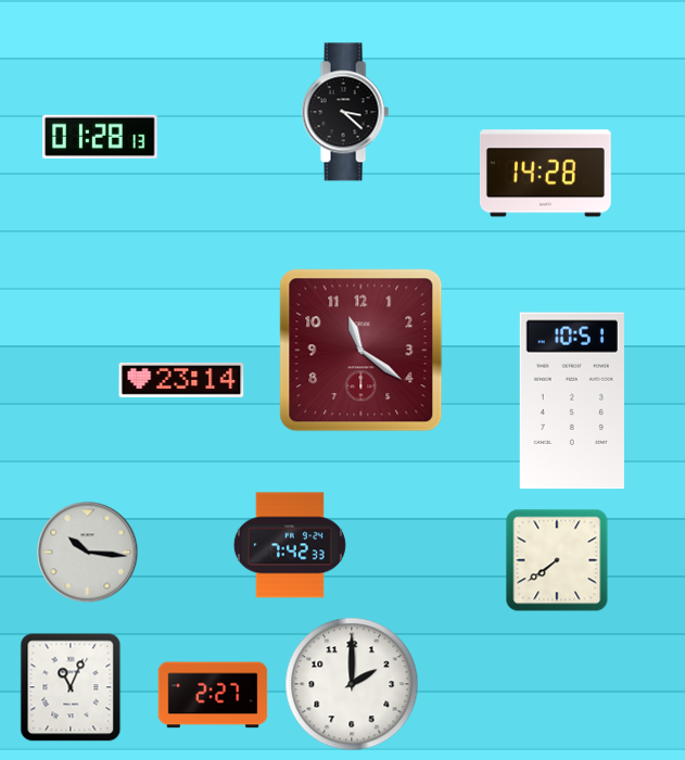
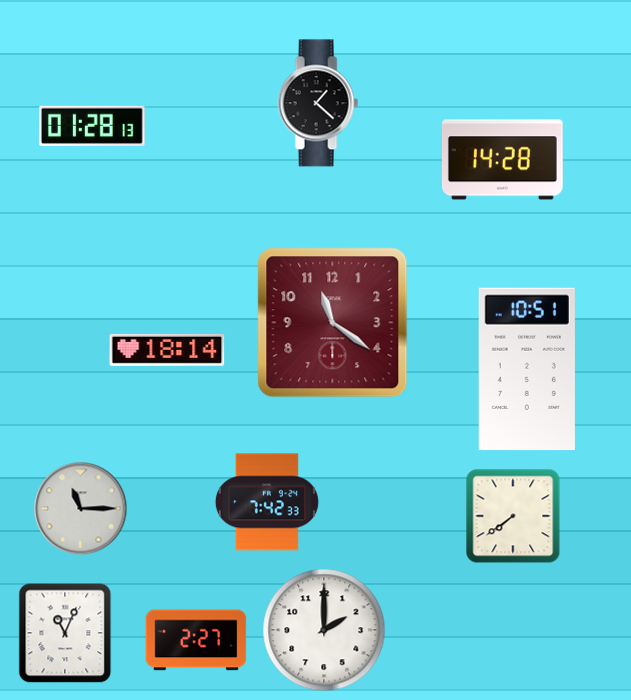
clock at (345, 112): 3:22 -> 1:22
clock at (181, 380): 23:14 -> 18:14
clock at (88, 553): 10:16 -> 11:15
